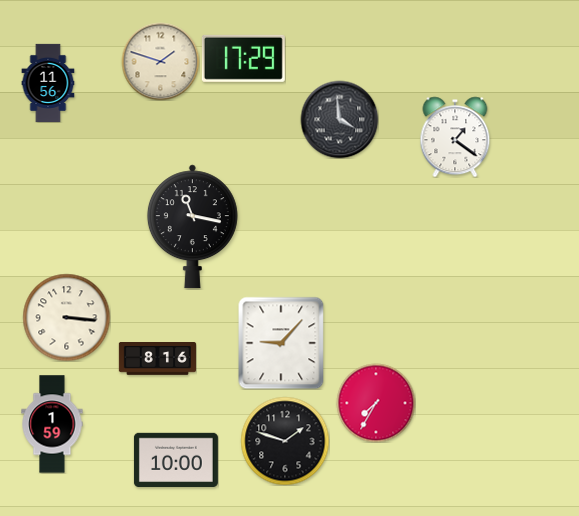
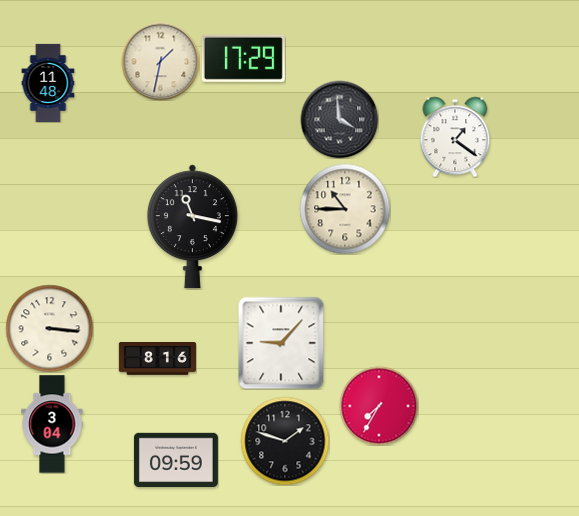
clock at (160, 61): 1:48 -> 1:32
clock at (48, 82): 11:56 -> 11:48
clock at (345, 209): none -> 10:45
clock at (66, 317) position: (66, 317) -> (49, 328)
clock at (376, 403) position: (376, 403) -> (379, 406)
clock at (52, 424): 1:59 -> 3:04
clock at (176, 459): 10:00 -> 09:59
